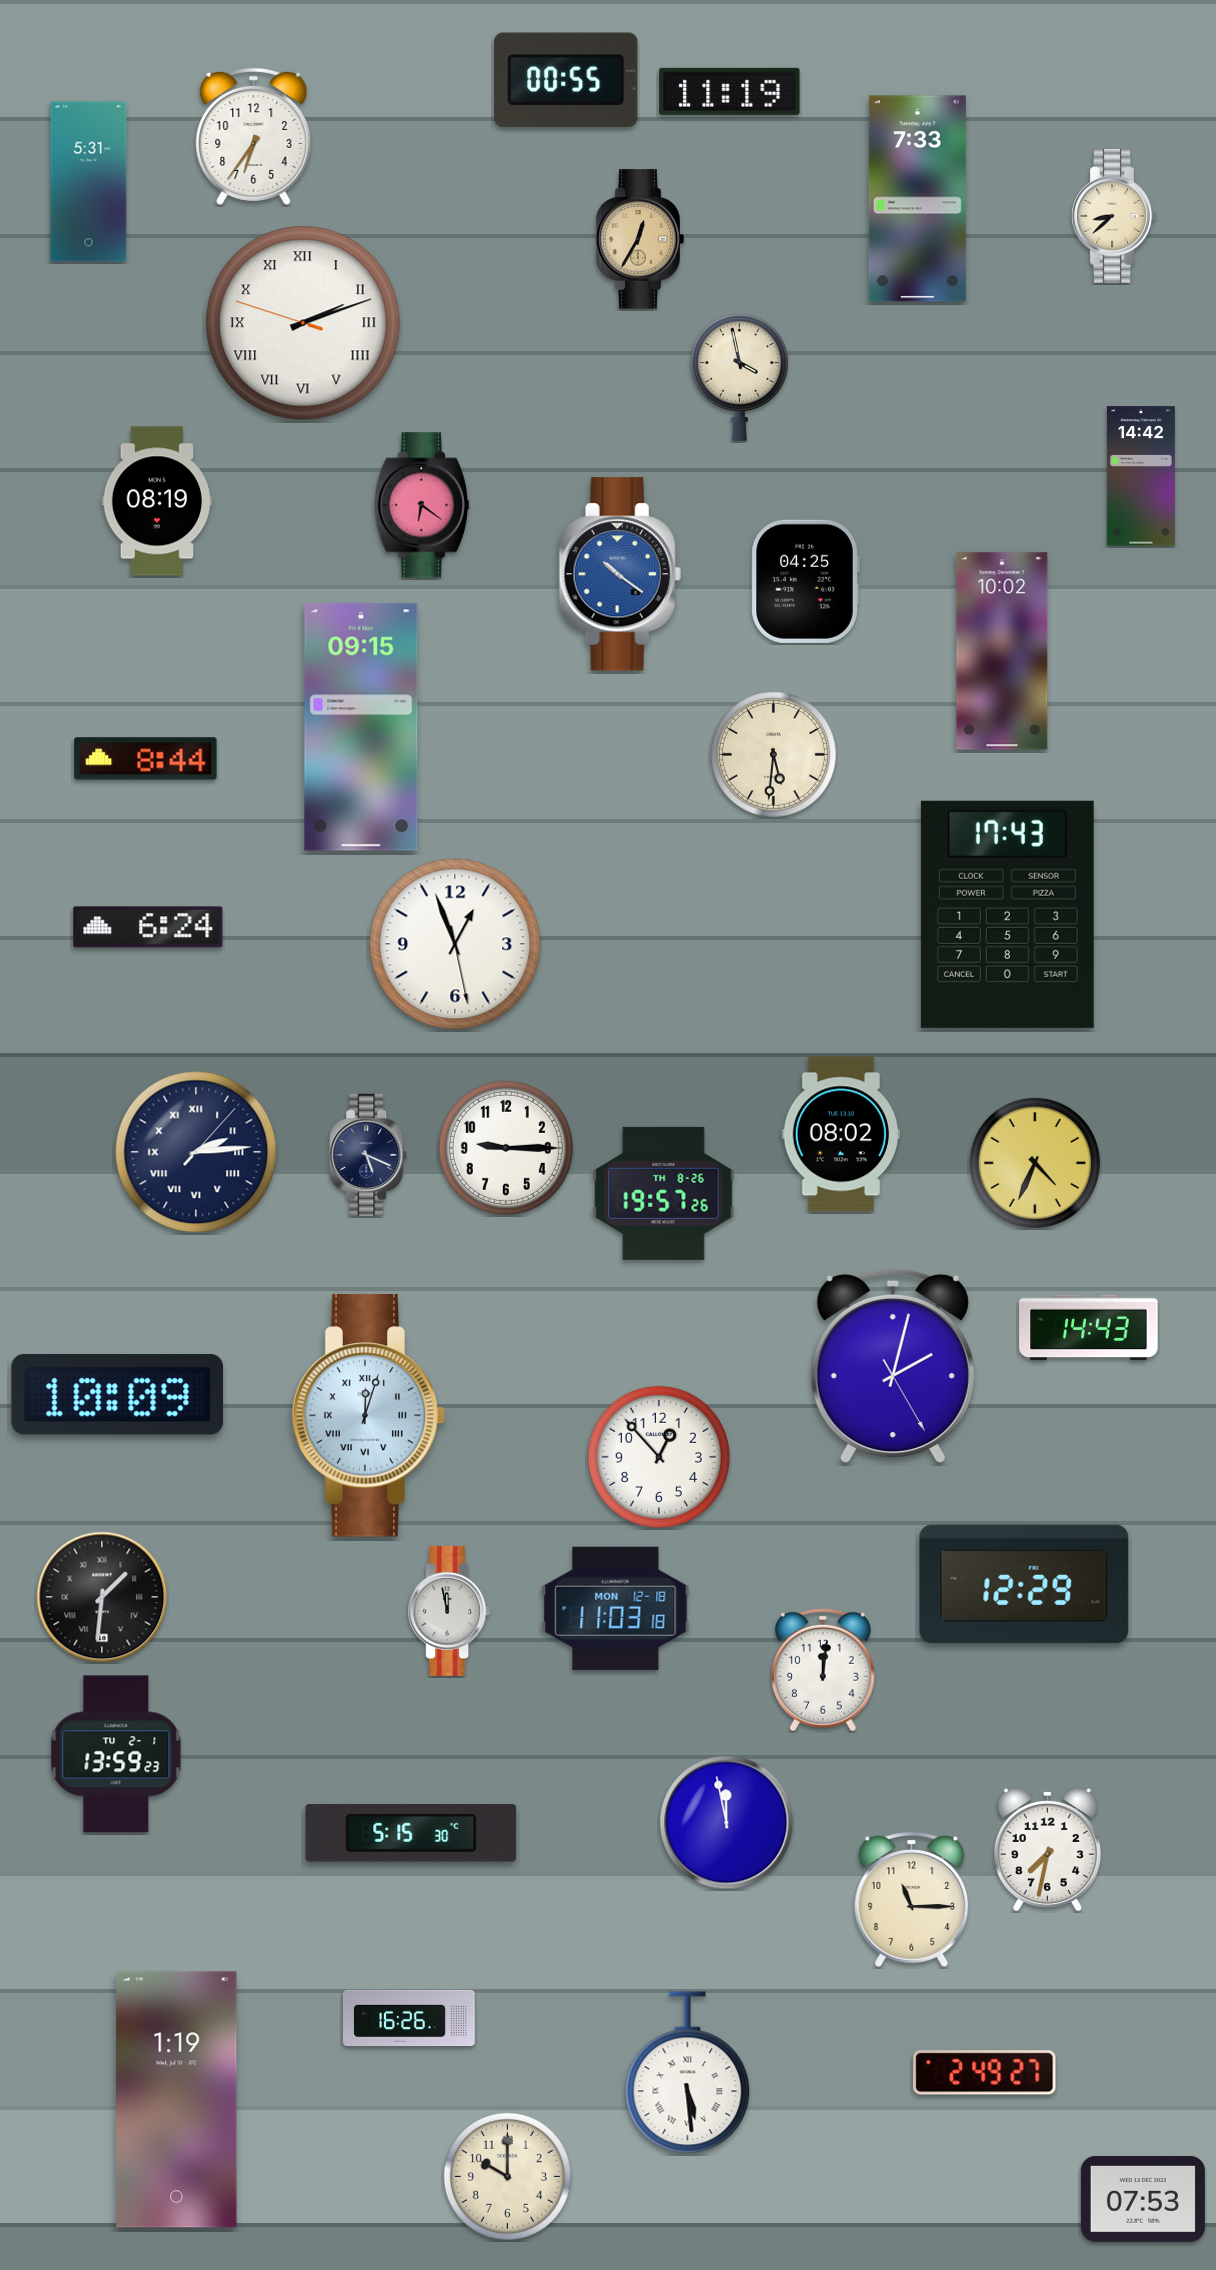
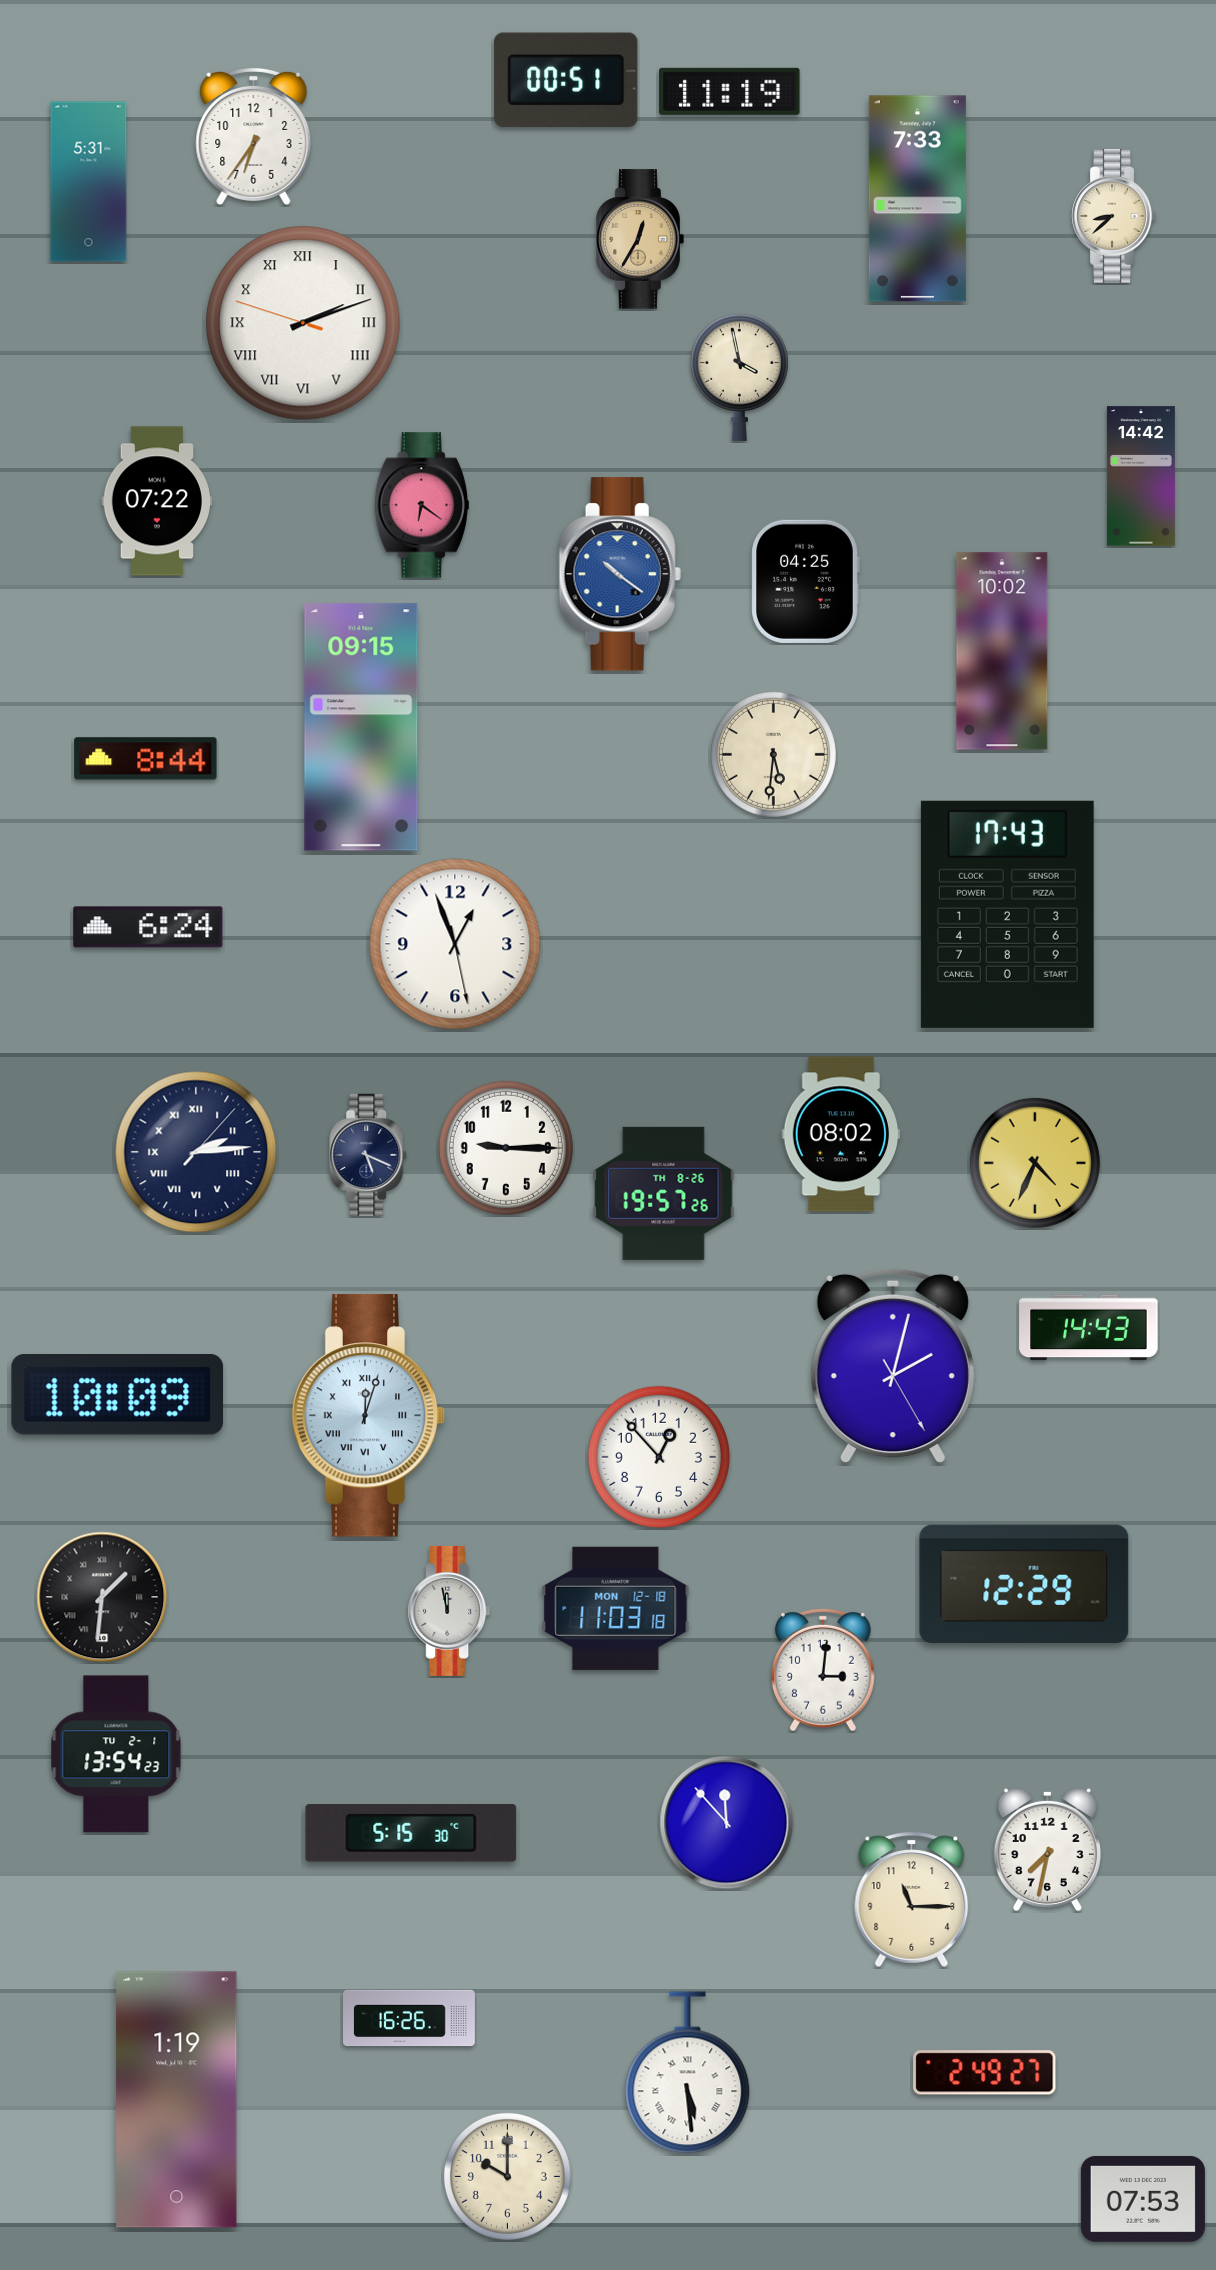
clock at (566, 80): 00:55 -> 00:51
clock at (156, 501): 08:19 -> 07:22
clock at (823, 1670): 12:01 -> 3:01
clock at (116, 1754): 13:59 -> 13:54
clock at (727, 1823): 11:58 -> 11:53
